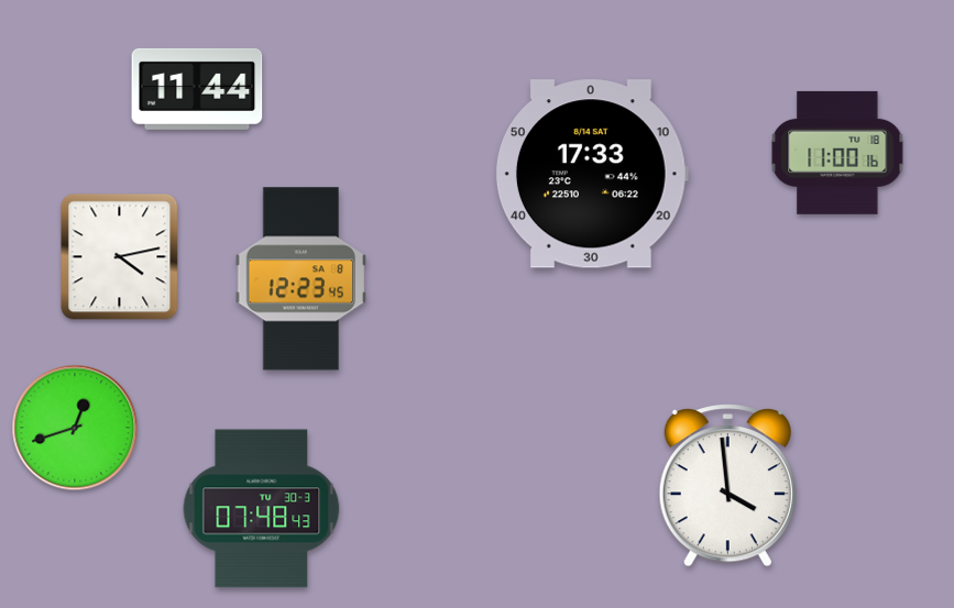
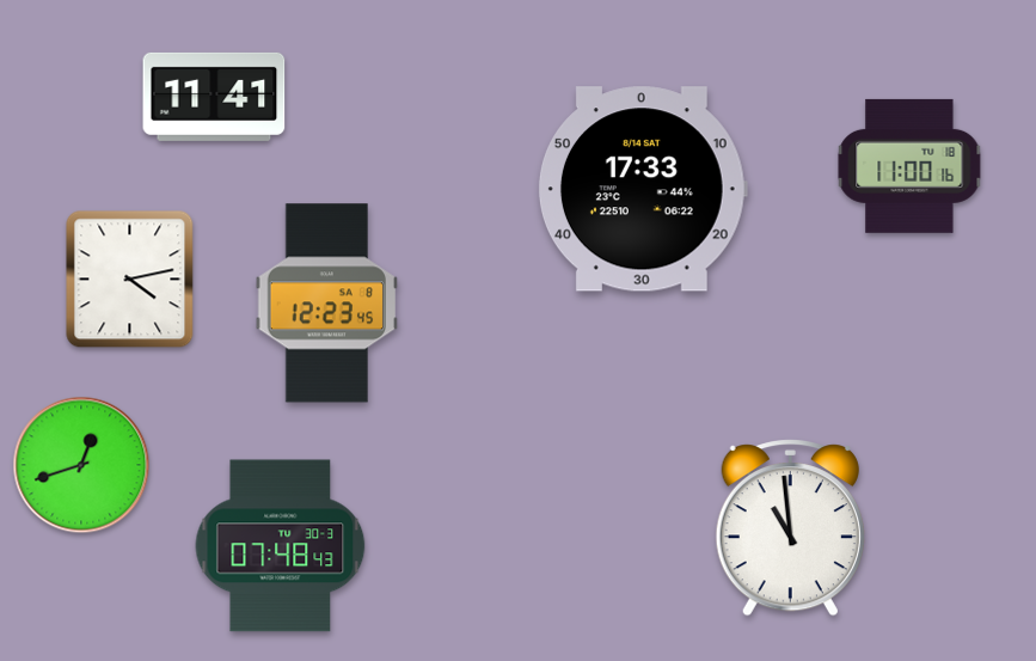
clock at (197, 89): 11:44 -> 11:41
clock at (727, 486): 3:59 -> 10:59
clock at (262, 509) position: (262, 509) -> (281, 546)
